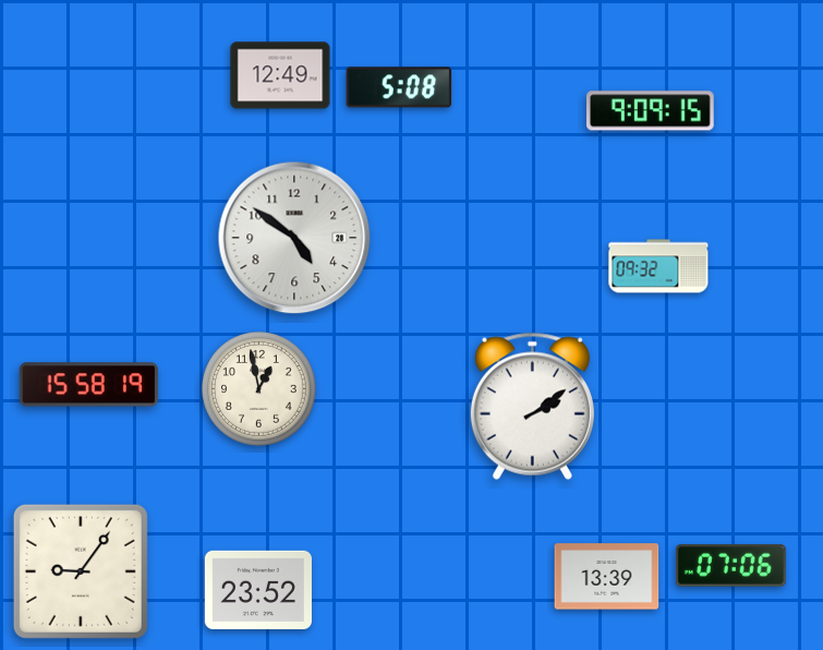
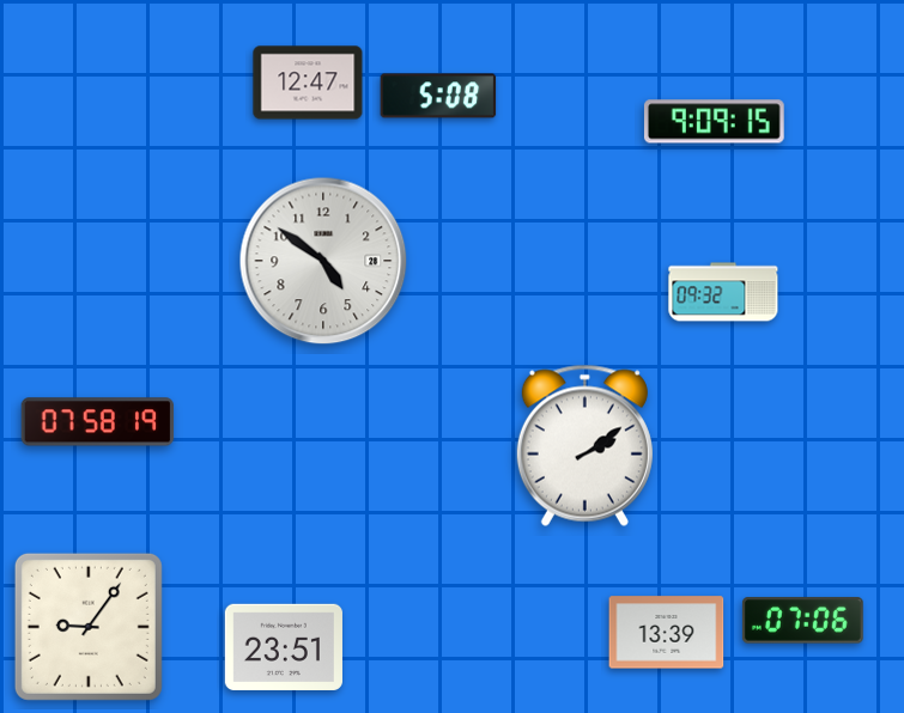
clock at (280, 75): 12:49 -> 12:47
clock at (89, 385): 15:58 -> 07:58
clock at (258, 388): 12:58 -> none
clock at (258, 590): 23:52 -> 23:51
